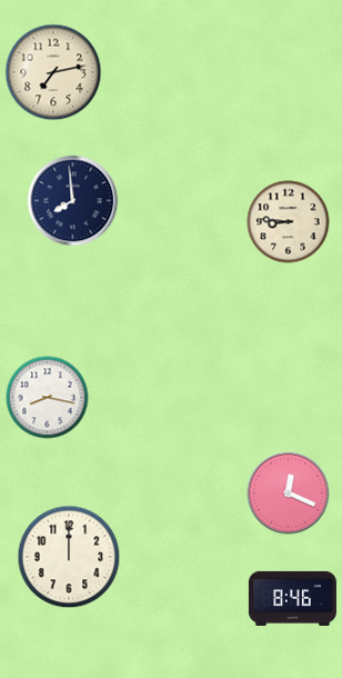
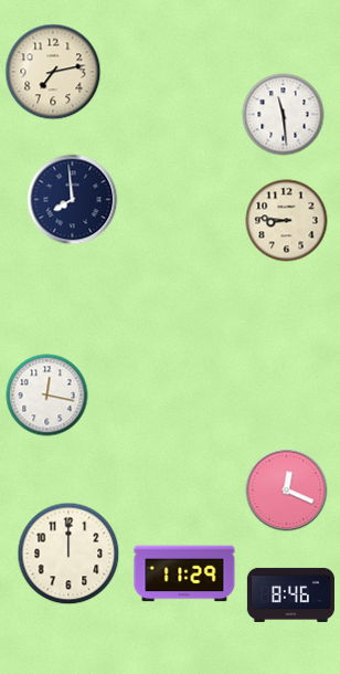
clock at (284, 115): none -> 11:29
clock at (48, 398): 8:17 -> 12:17
clock at (184, 573): none -> 11:29
